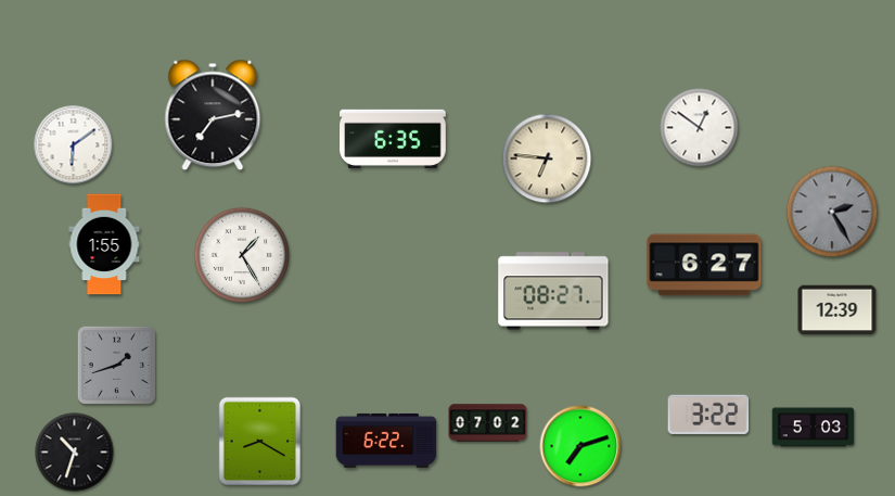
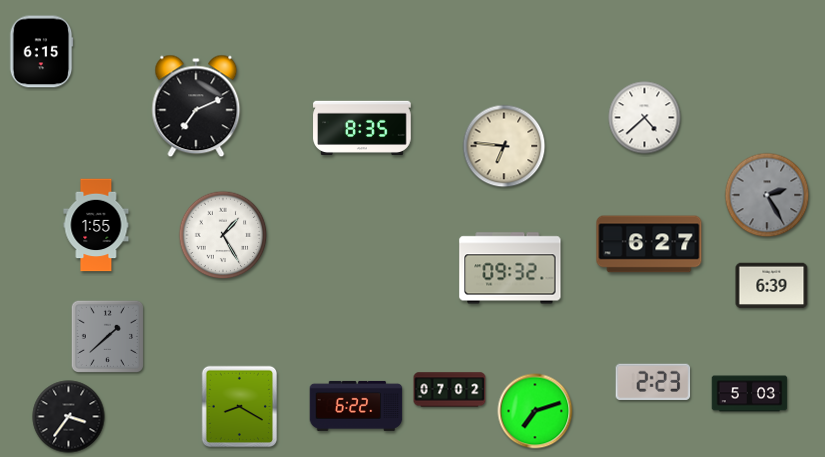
clock at (41, 52): none -> 6:15
clock at (213, 115): 7:13 -> 7:11
clock at (700, 128): 12:51 -> 4:38
clock at (393, 138): 6:35 -> 8:35
clock at (74, 145): 6:09 -> none
clock at (553, 291): 08:27 -> 09:32
clock at (838, 310): 12:39 -> 6:39
clock at (116, 365): 1:42 -> 1:38
clock at (708, 415): 3:22 -> 2:23
clock at (75, 453): 10:33 -> 3:36
